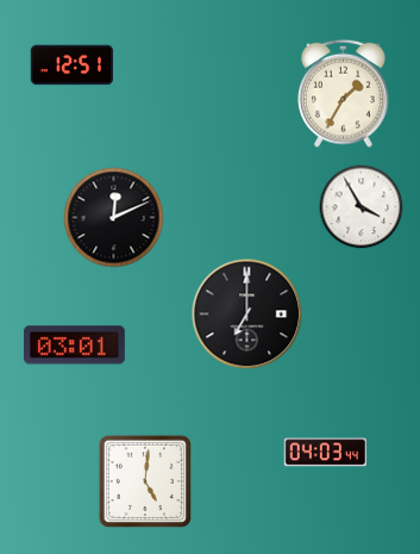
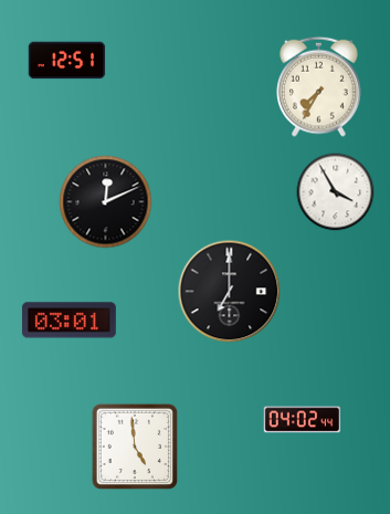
clock at (344, 93): 1:35 -> 7:35
clock at (326, 453): 04:03 -> 04:02
clock at (145, 481): 5:01 -> 4:59
